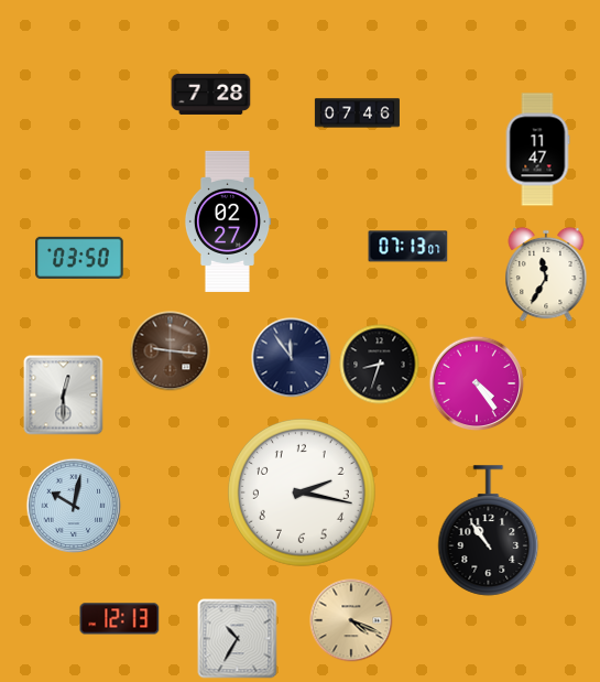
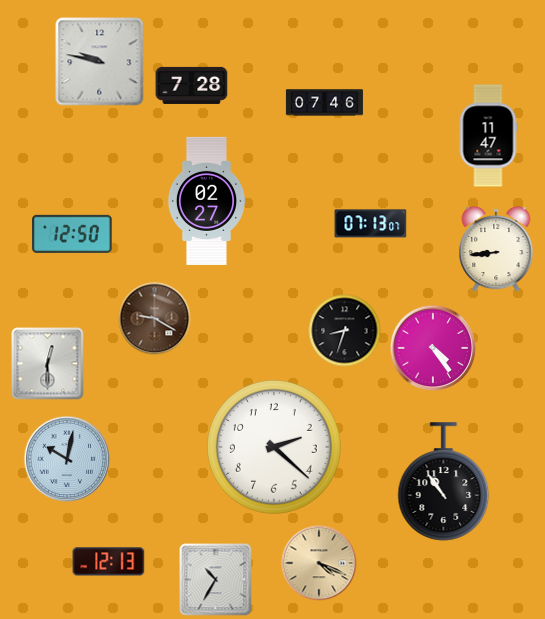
clock at (100, 62): none -> 9:47
clock at (79, 258): 03:50 -> 12:50
clock at (546, 274): 11:35 -> 8:44
clock at (171, 351): 9:16 -> 9:20
clock at (292, 358): 11:54 -> none
clock at (64, 396) position: (64, 396) -> (48, 364)
clock at (302, 492): 2:17 -> 2:22
